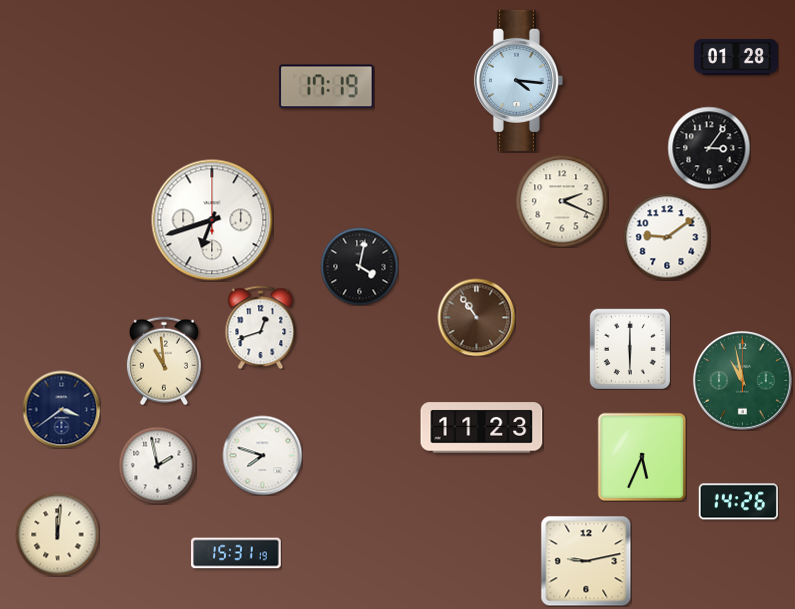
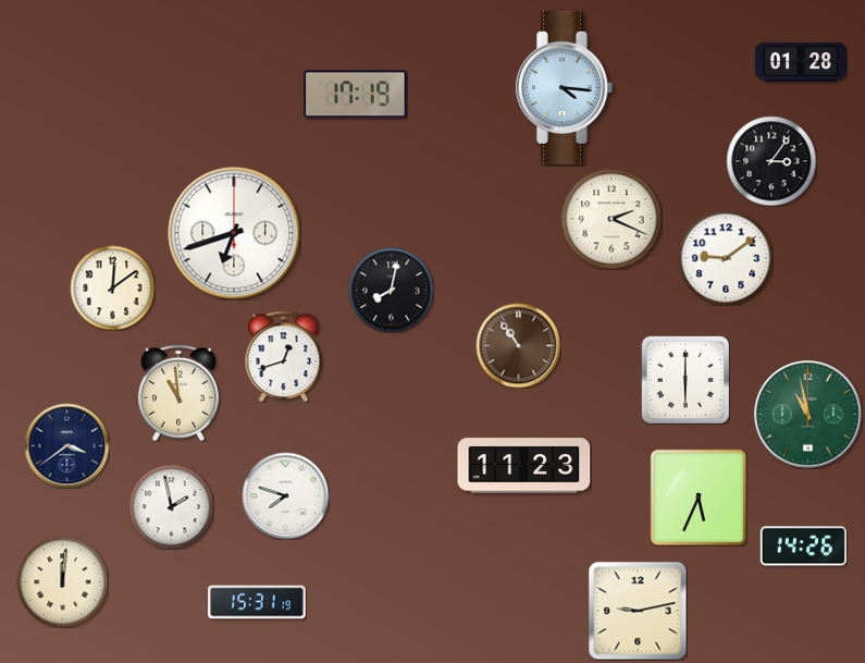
clock at (212, 220) position: (212, 220) -> (234, 233)
clock at (112, 287): none -> 12:09
clock at (359, 266): 4:02 -> 8:02
